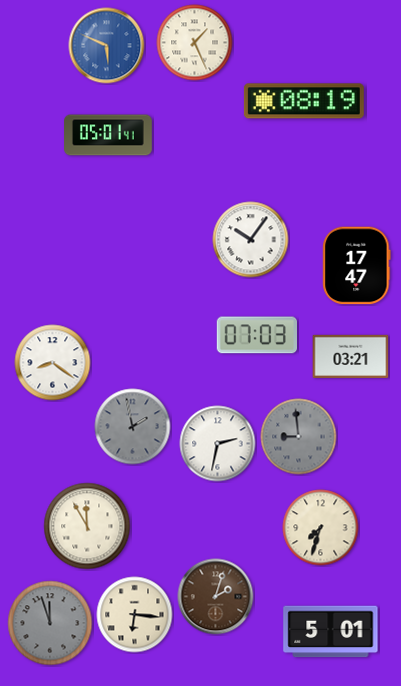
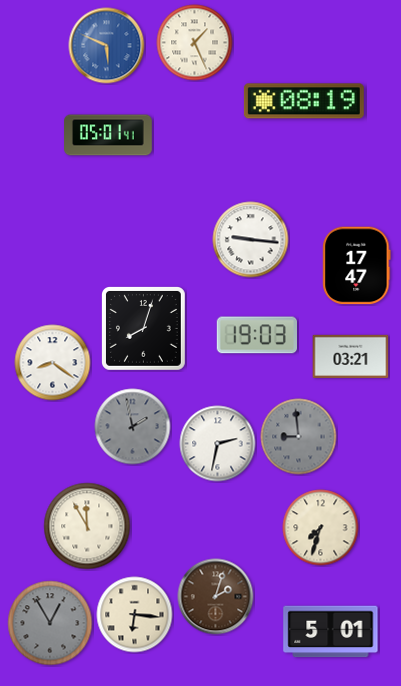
clock at (251, 240): 10:06 -> 9:16
clock at (144, 329): none -> 8:03
clock at (256, 335): 07:03 -> 19:03
clock at (50, 623): 11:57 -> 12:55
